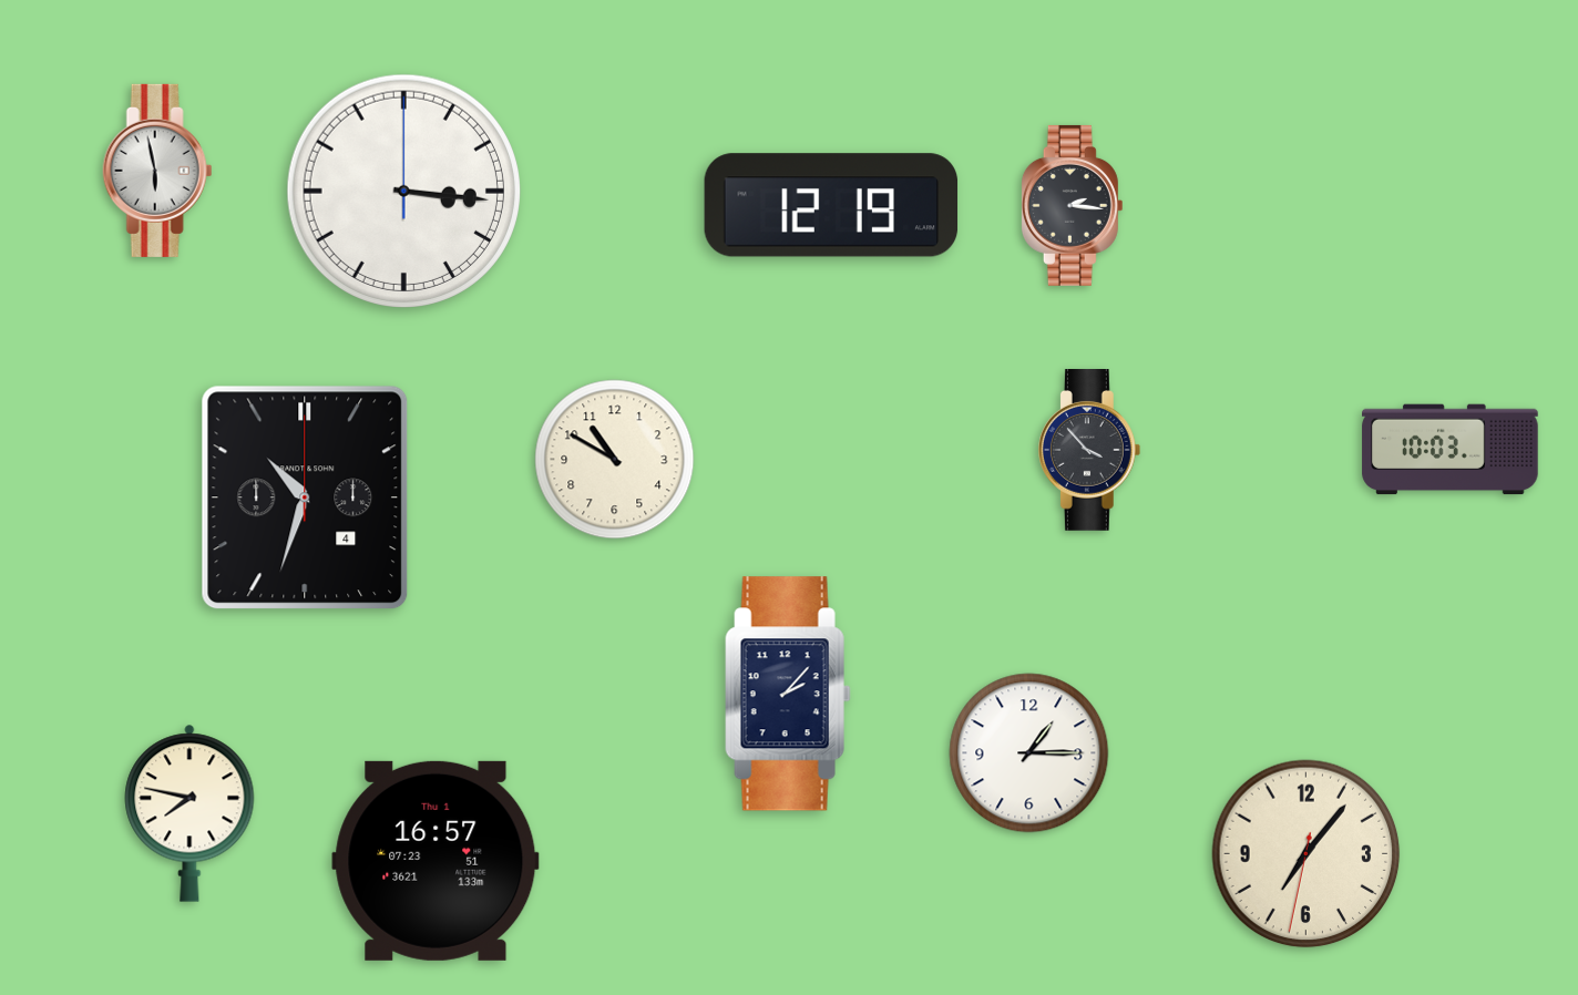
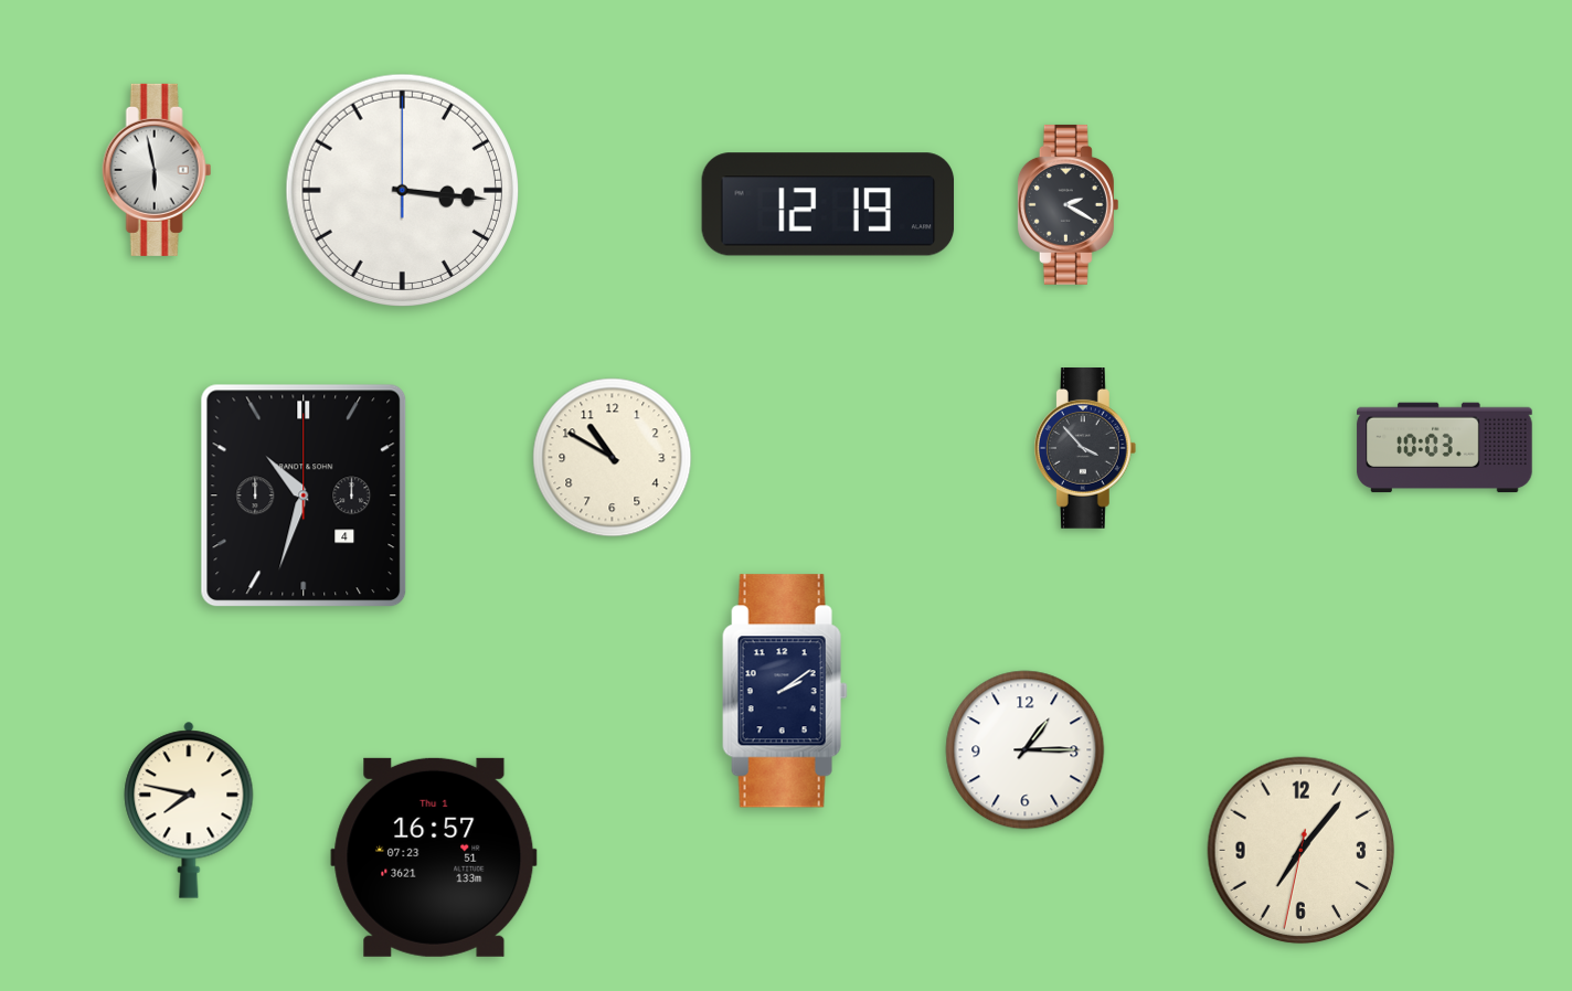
clock at (1072, 205): 2:16 -> 2:20
clock at (788, 694): 2:07 -> 2:09
